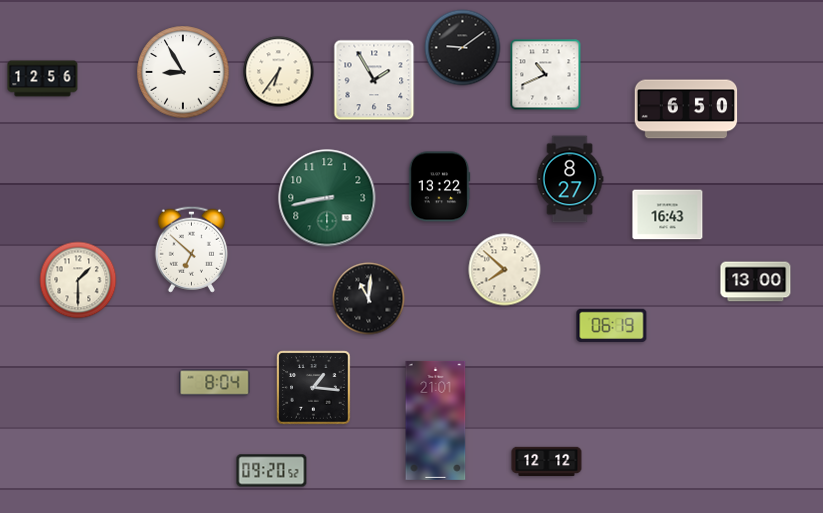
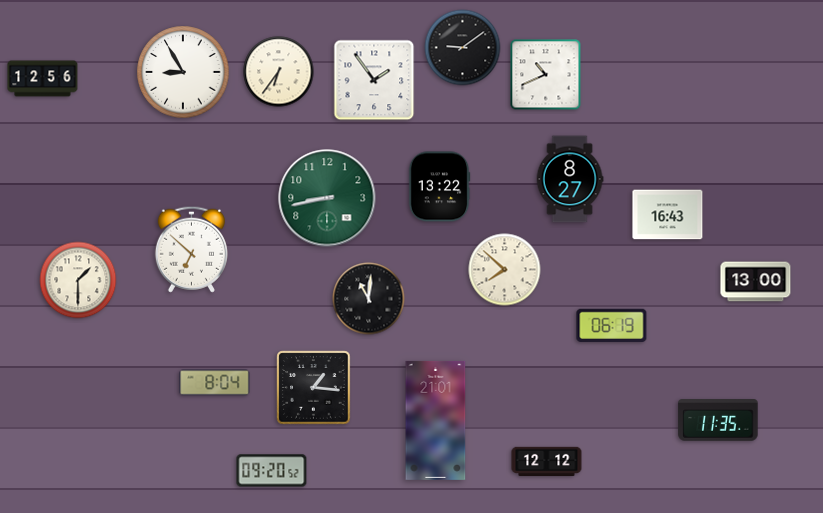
clock at (374, 80): 1:55 -> 1:54
clock at (686, 109): 6:50 -> none
clock at (718, 420): none -> 11:35
